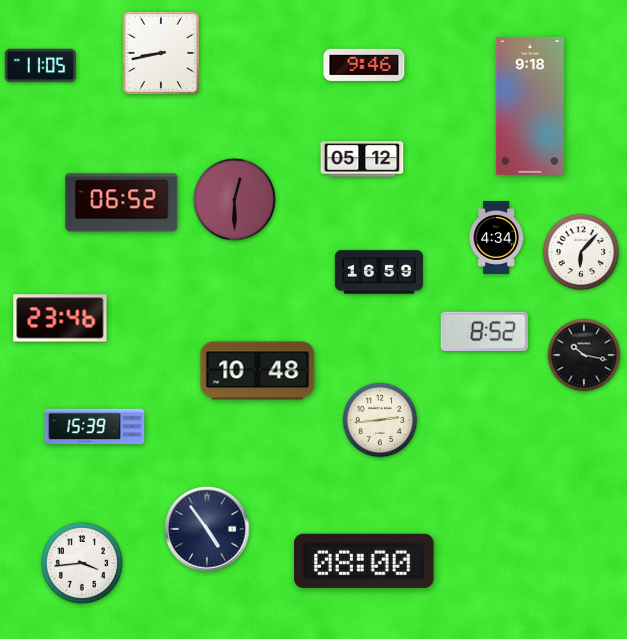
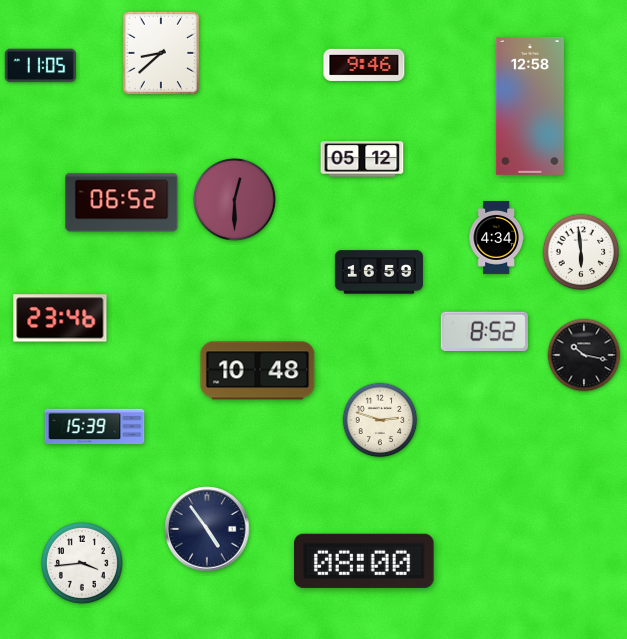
clock at (160, 52): 8:43 -> 8:38
clock at (530, 106): 9:18 -> 12:58
clock at (581, 252): 6:07 -> 5:59
clock at (380, 420): 2:44 -> 2:48
